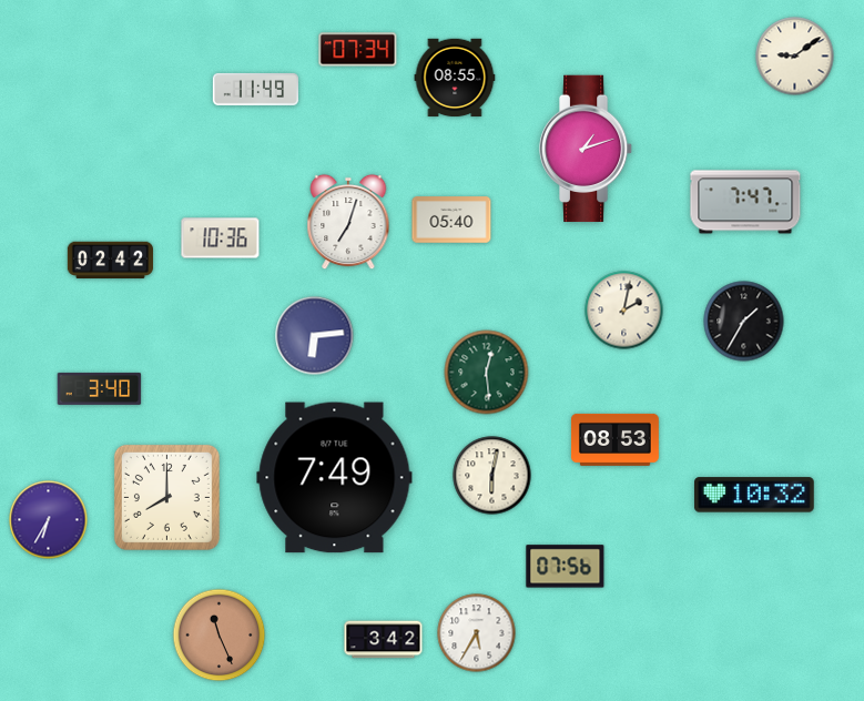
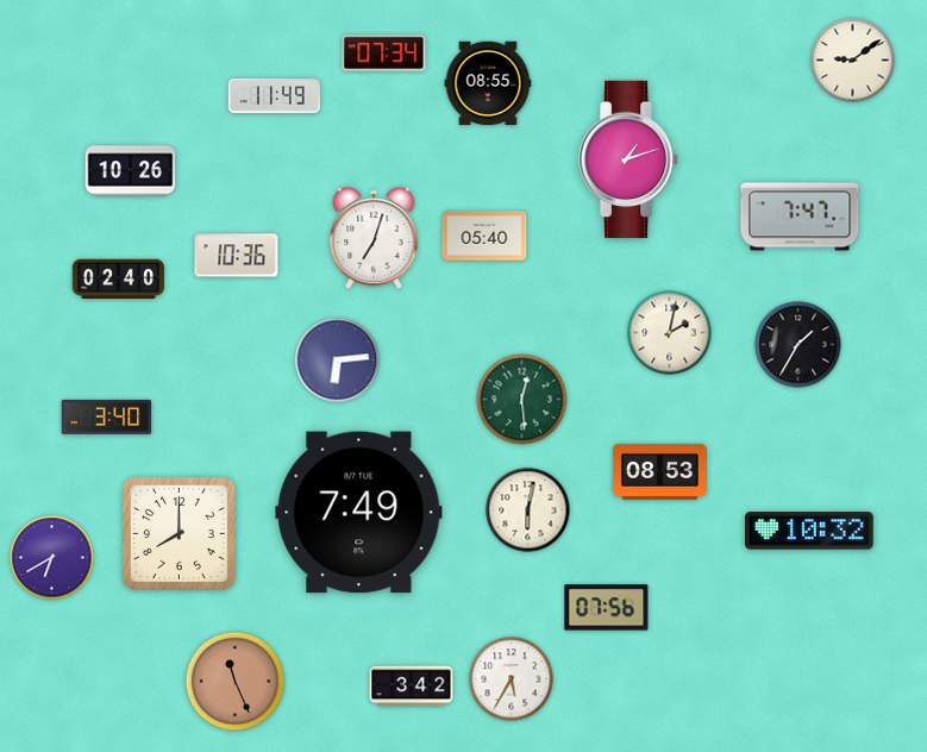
clock at (131, 171): none -> 10:26
clock at (110, 261): 02:42 -> 02:40
clock at (49, 520): 6:35 -> 6:40
